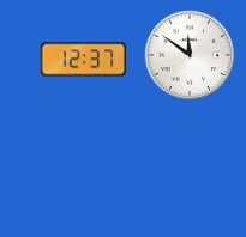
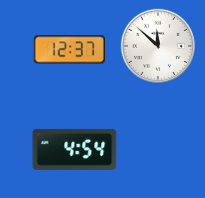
clock at (188, 54): 11:51 -> 11:52
clock at (75, 149): none -> 4:54
